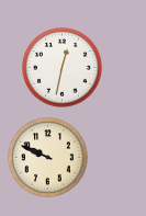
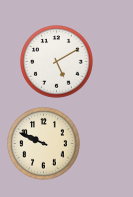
clock at (63, 68): 12:32 -> 5:10
